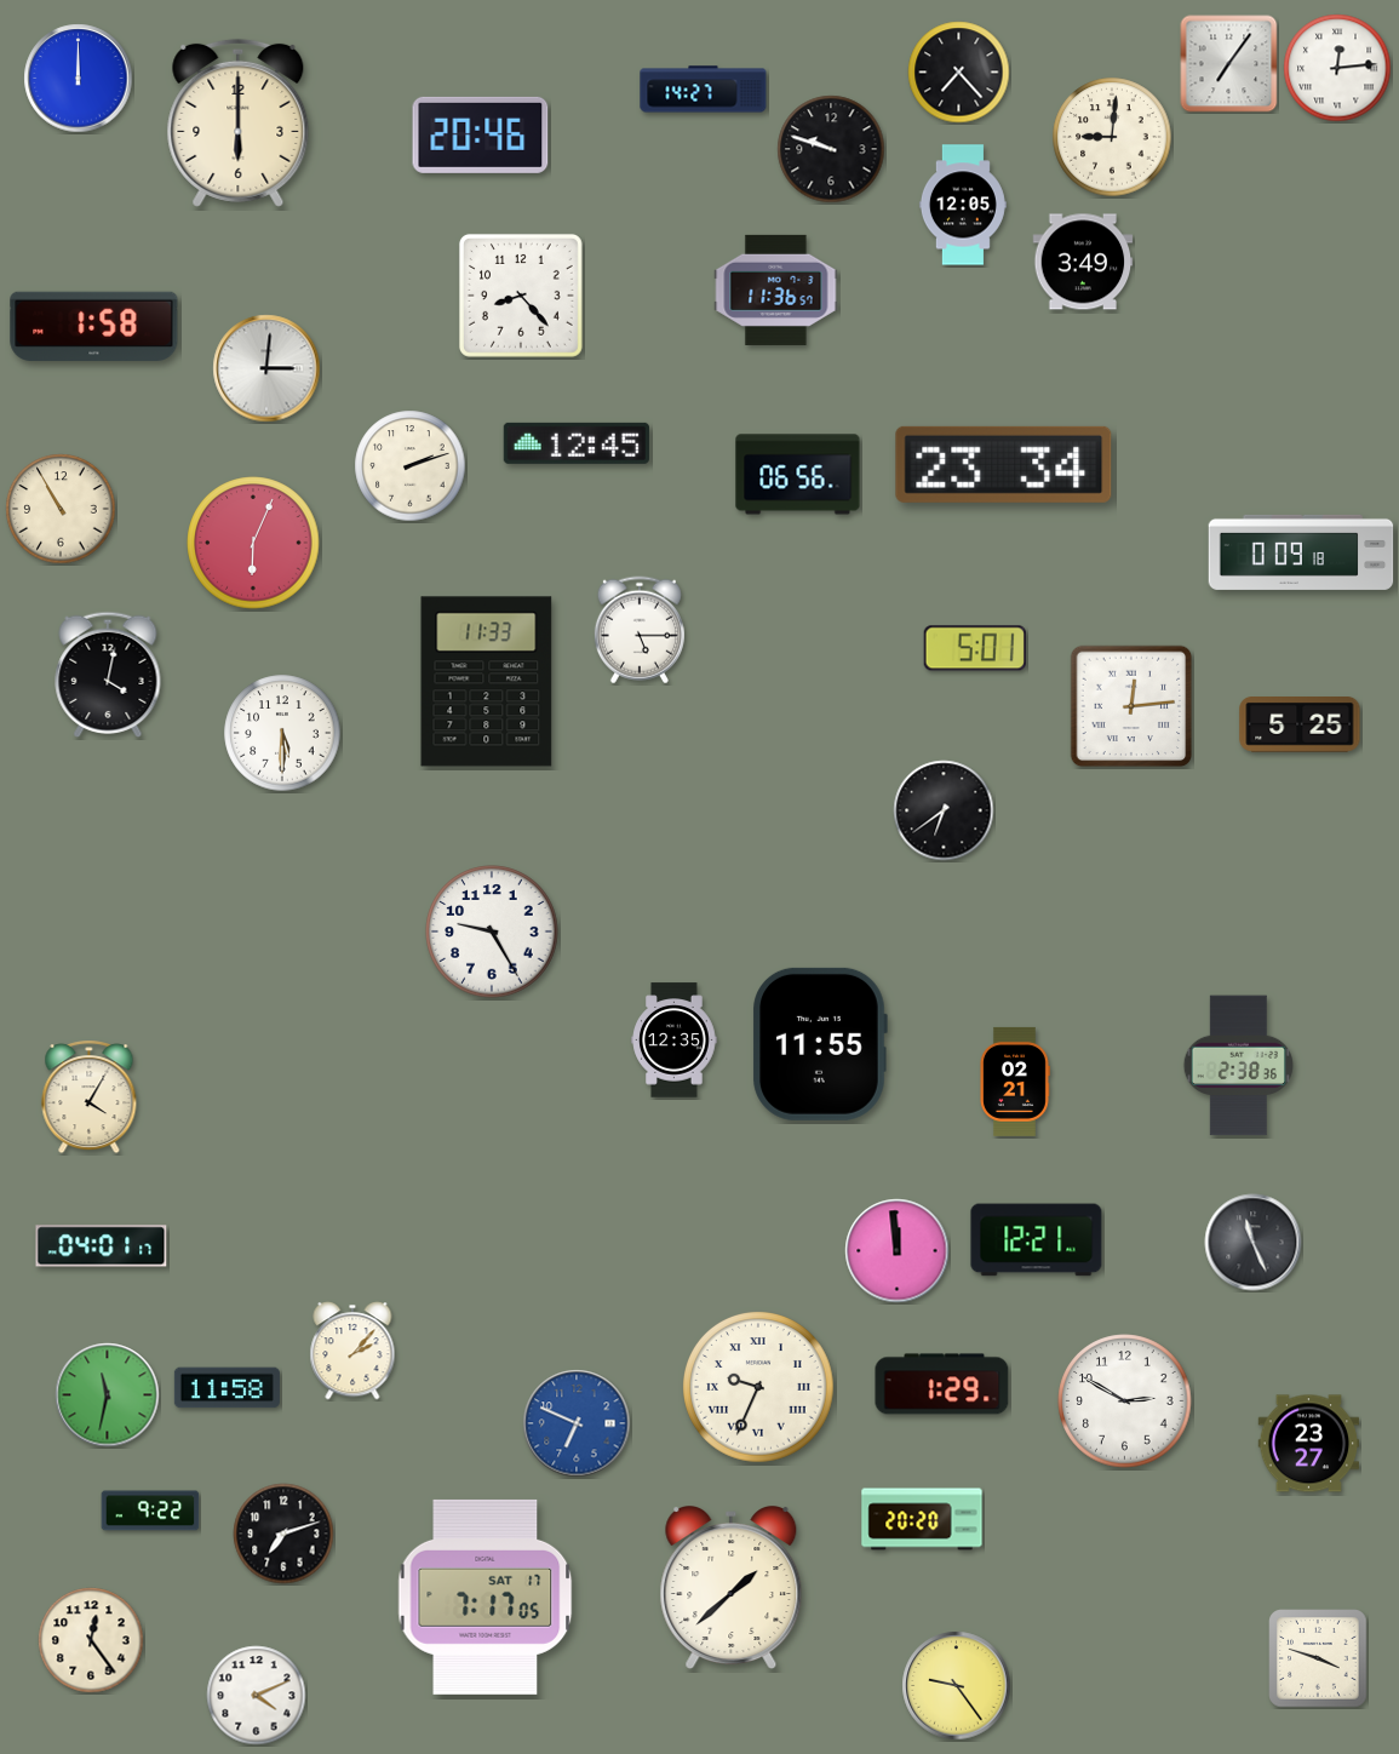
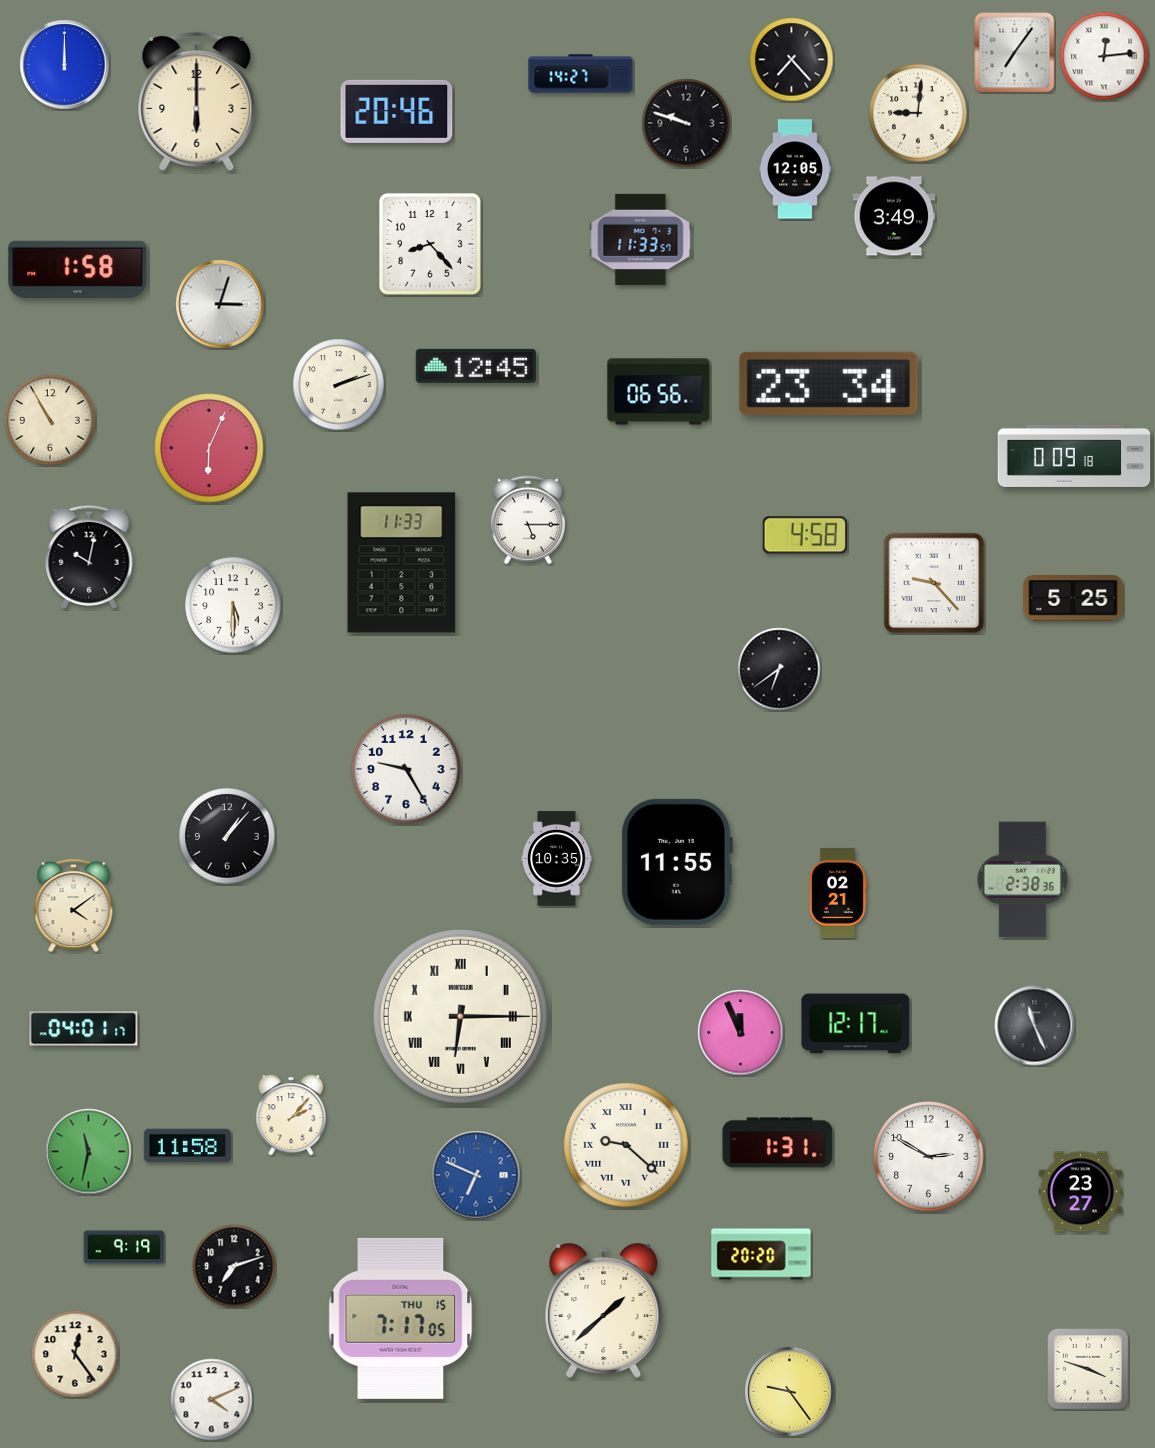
clock at (776, 290): 11:36 -> 11:33
clock at (266, 368): 3:01 -> 3:03
clock at (975, 648): 5:01 -> 4:58
clock at (108, 675): 4:02 -> 10:02
clock at (1131, 706): 12:14 -> 9:23
clock at (227, 836): none -> 1:07
clock at (675, 1041): 12:35 -> 10:35
clock at (90, 1097): 4:05 -> 4:09
clock at (460, 1016): none -> 6:15
clock at (1037, 1240): 12:21 -> 12:17
clock at (898, 1251): 11:59 -> 11:56
clock at (942, 1385): 1:29 -> 1:31
clock at (758, 1387): 9:34 -> 9:22
clock at (150, 1511): 9:22 -> 9:19
clock at (486, 1597) date: SAT 17 -> THU 15
